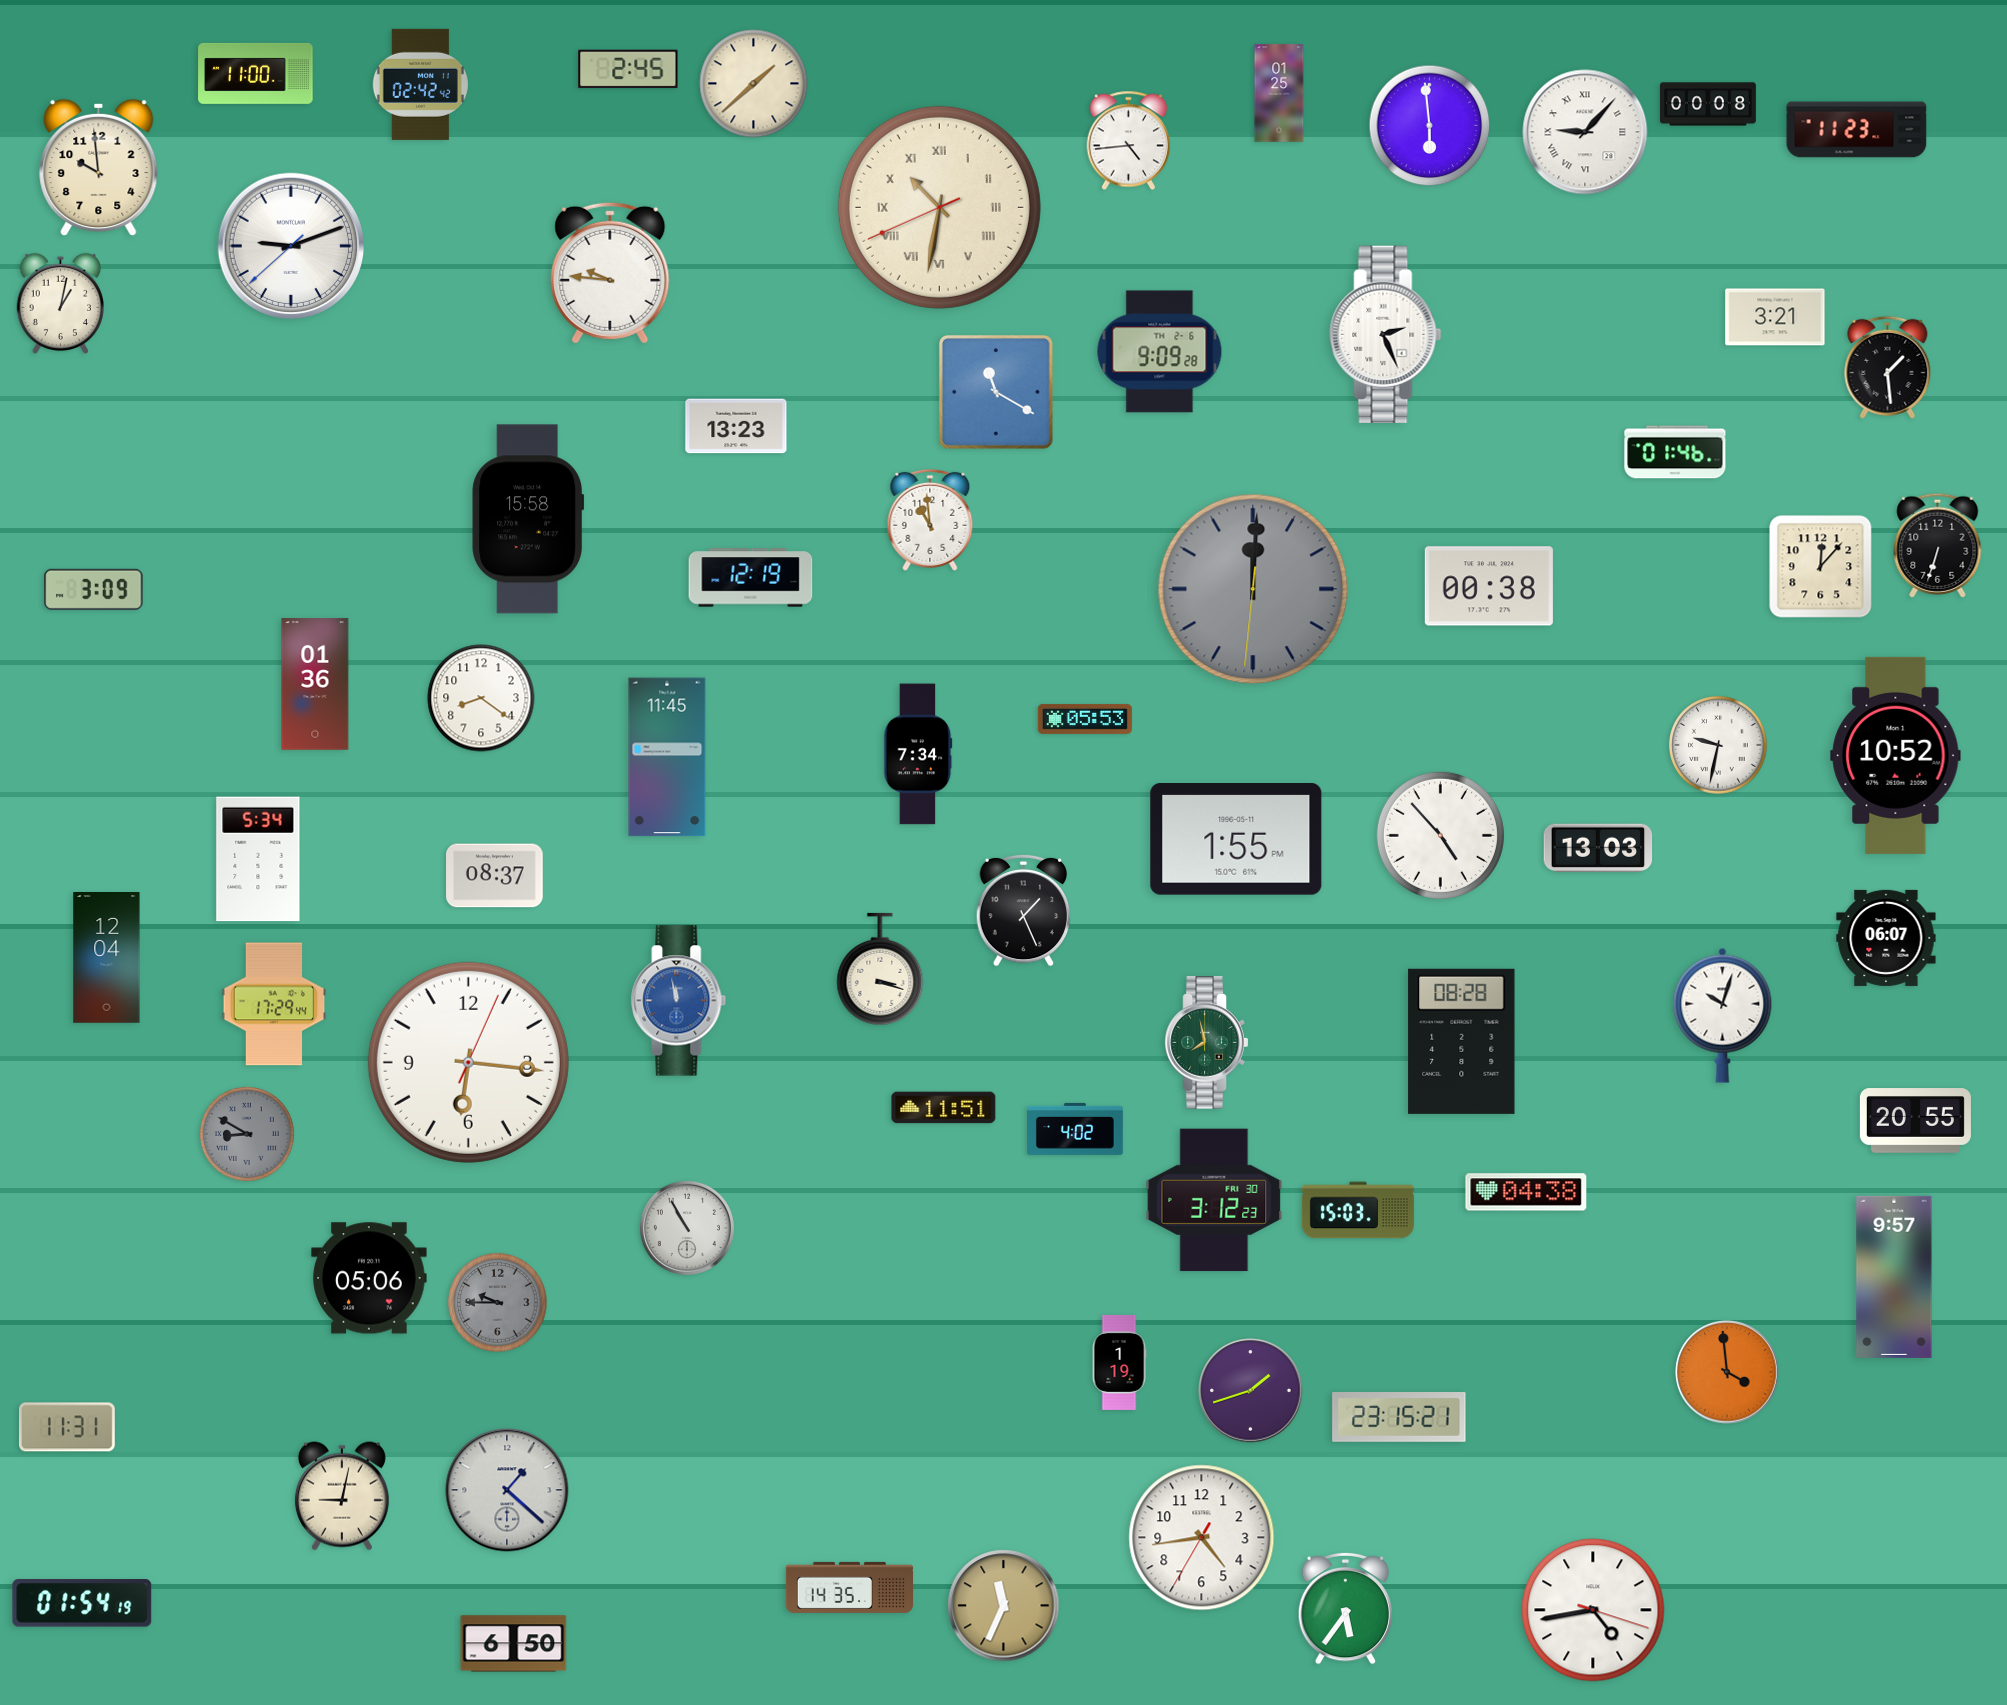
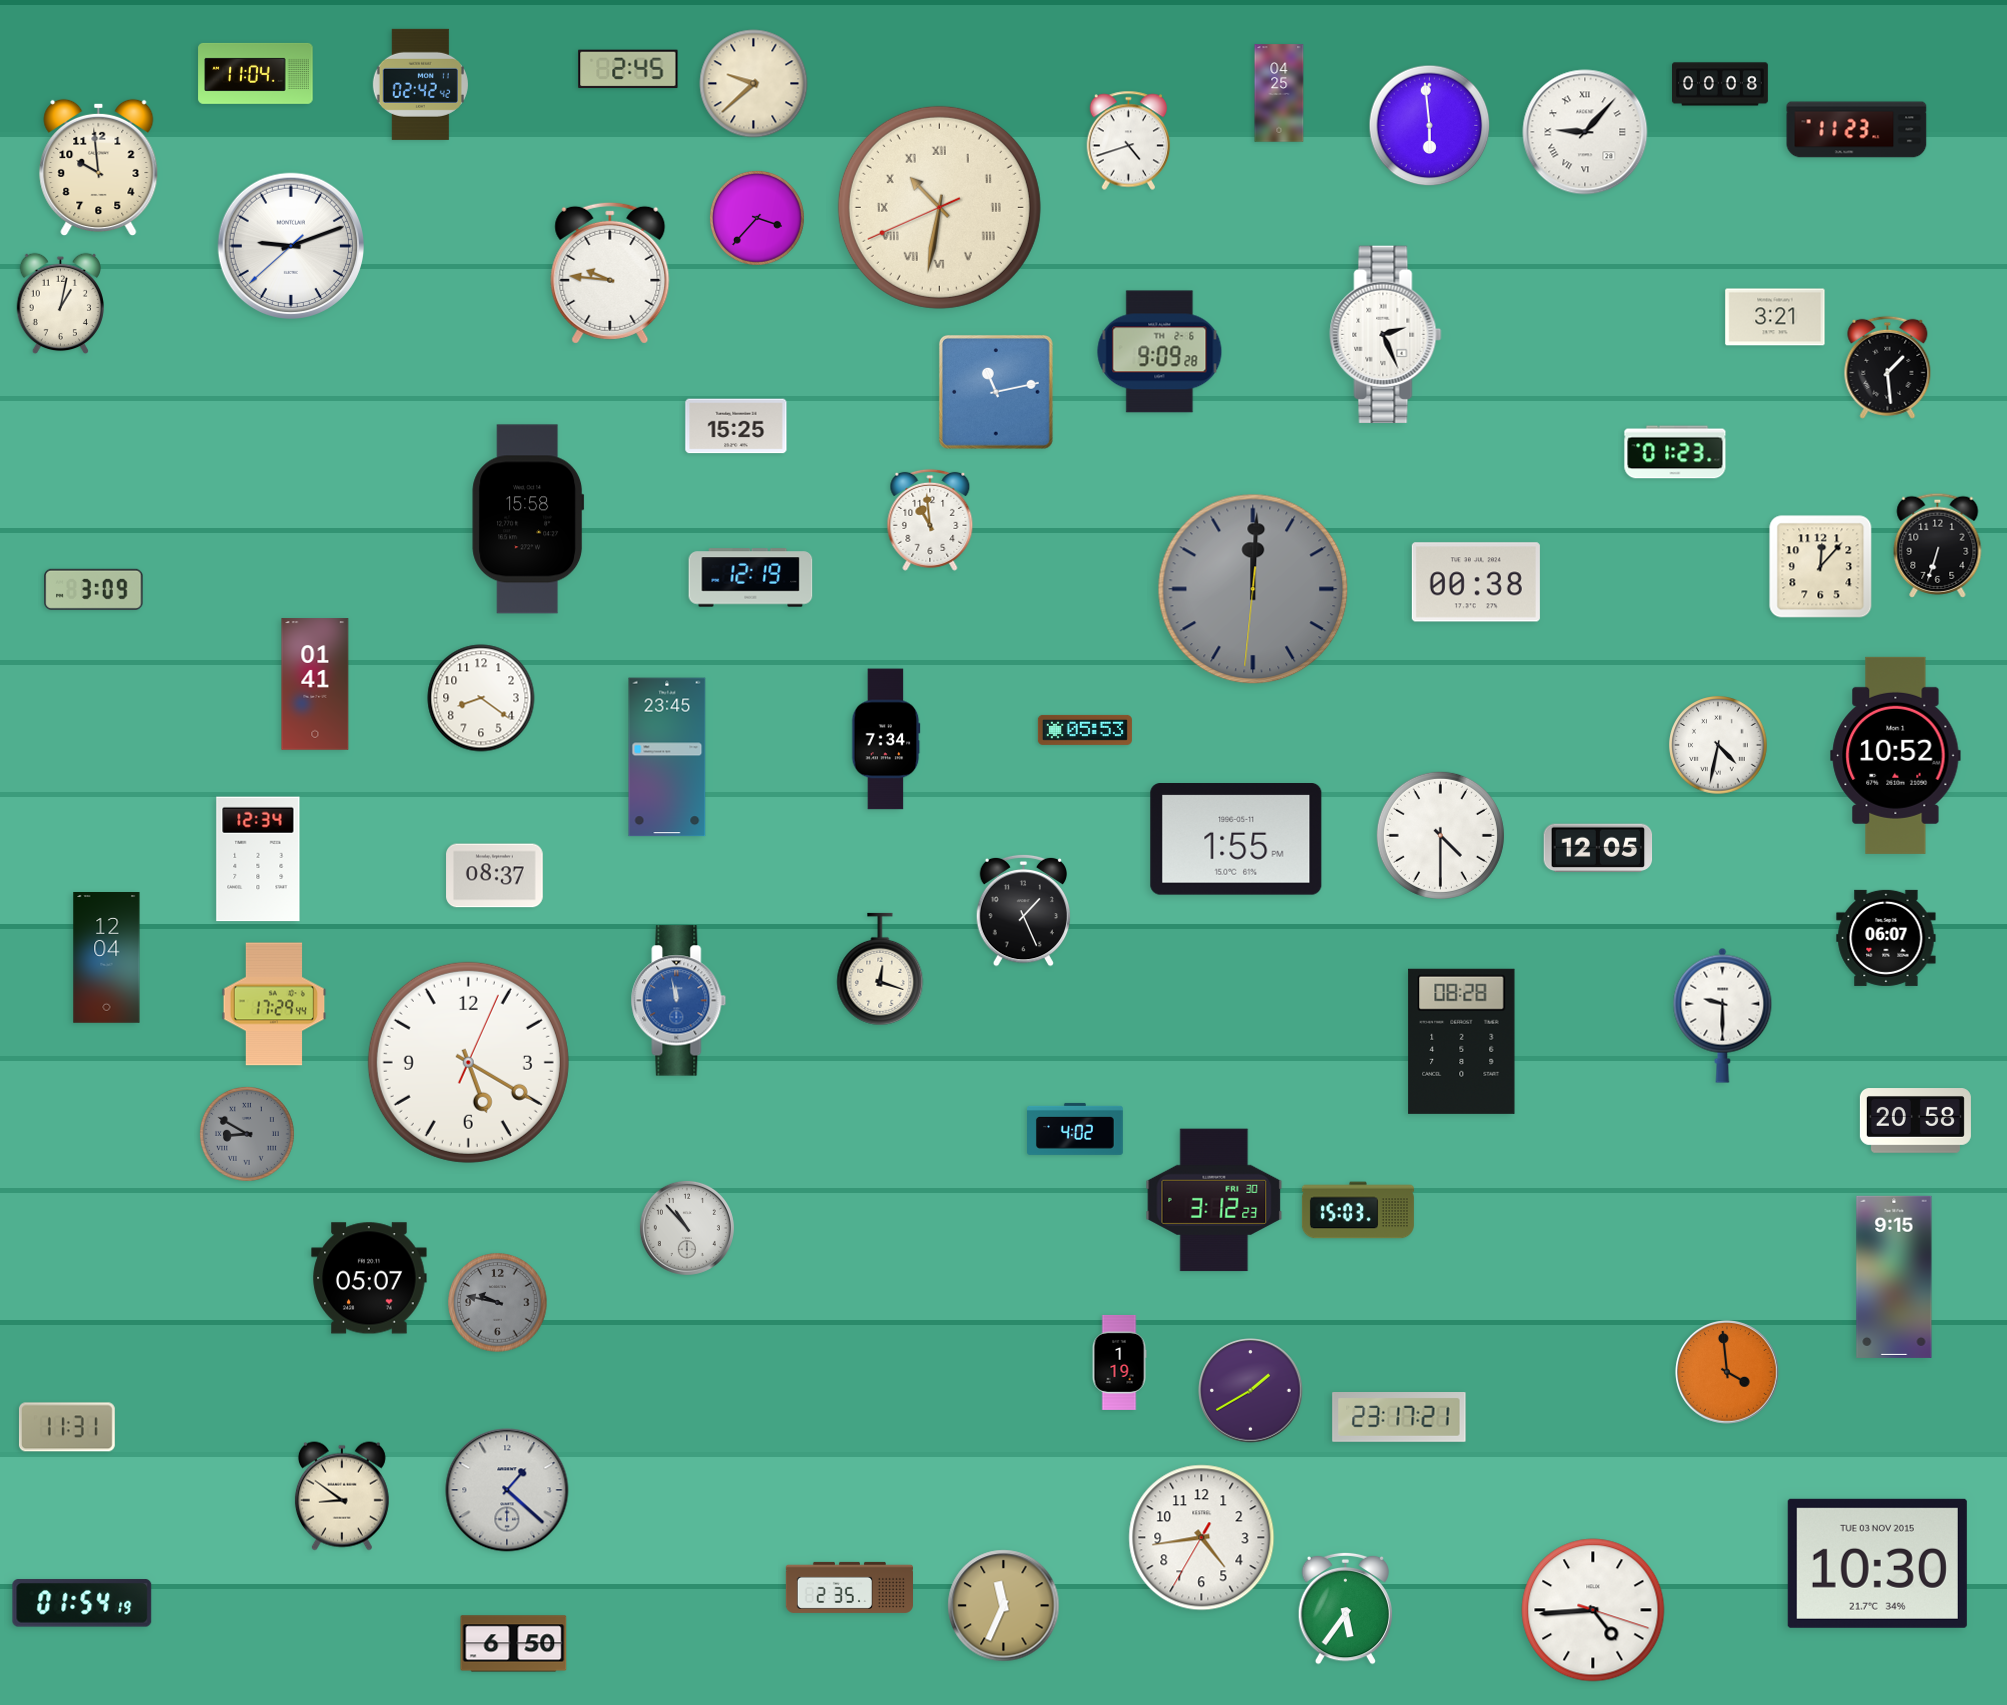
clock at (256, 73): 11:00 -> 11:04
clock at (754, 84): 1:38 -> 9:38
clock at (1279, 93): 01:25 -> 04:25
clock at (1709, 104) position: (1709, 104) -> (1721, 84)
clock at (1129, 141): 4:44 -> 4:42
clock at (757, 218): none -> 3:37
clock at (996, 392): 11:20 -> 11:13
clock at (736, 426): 13:23 -> 15:25
clock at (1675, 452): 01:46 -> 01:23
clock at (1489, 586) position: (1489, 586) -> (1476, 582)
clock at (315, 684): 01:36 -> 01:41
clock at (1085, 719) position: (1085, 719) -> (1085, 730)
clock at (1718, 745): 9:32 -> 4:32
clock at (918, 754) position: (918, 754) -> (886, 739)
clock at (667, 757): 11:45 -> 23:45
clock at (1440, 835): 4:53 -> 4:30
clock at (1598, 848): 13:03 -> 12:05
clock at (258, 859): 5:34 -> 12:34
clock at (880, 969): 3:18 -> 12:18
clock at (1723, 1015): 10:03 -> 9:30
clock at (1207, 1043): 7:58 -> none
clock at (468, 1062): 6:16 -> 5:20
clock at (944, 1108): 11:51 -> none
clock at (1915, 1121): 20:55 -> 20:58
clock at (1526, 1192): 04:38 -> none
clock at (687, 1228): 10:55 -> 10:53
clock at (1894, 1277): 9:57 -> 9:15
clock at (369, 1278): 05:06 -> 05:07
clock at (498, 1303): 9:45 -> 9:47
clock at (1251, 1391): 1:42 -> 1:40
clock at (1399, 1418): 23:15 -> 23:17
clock at (342, 1496): 9:02 -> 8:51
clock at (1877, 1563): none -> 10:30
clock at (849, 1587): 14:35 -> 2:35
clock at (1593, 1610): 4:43 -> 4:44
